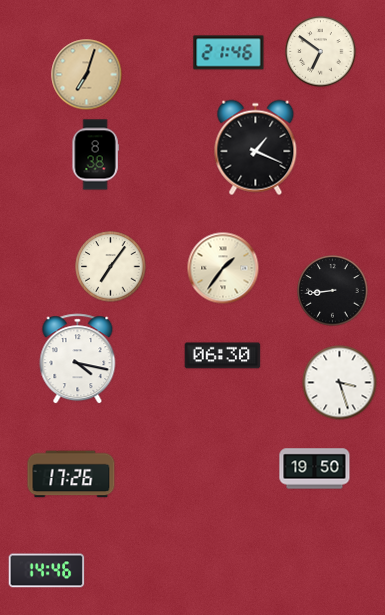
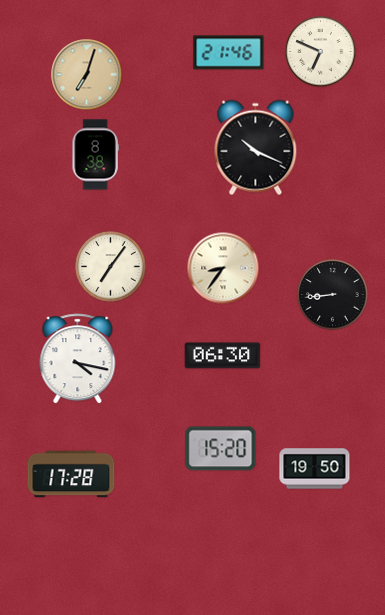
clock at (321, 52): 6:51 -> 6:49
clock at (256, 148): 1:19 -> 10:19
clock at (223, 268): 1:36 -> 8:36
clock at (333, 291) position: (333, 291) -> (333, 295)
clock at (340, 383): 3:27 -> none
clock at (221, 449): none -> 15:20
clock at (71, 474): 17:26 -> 17:28
clock at (47, 571): 14:46 -> none
